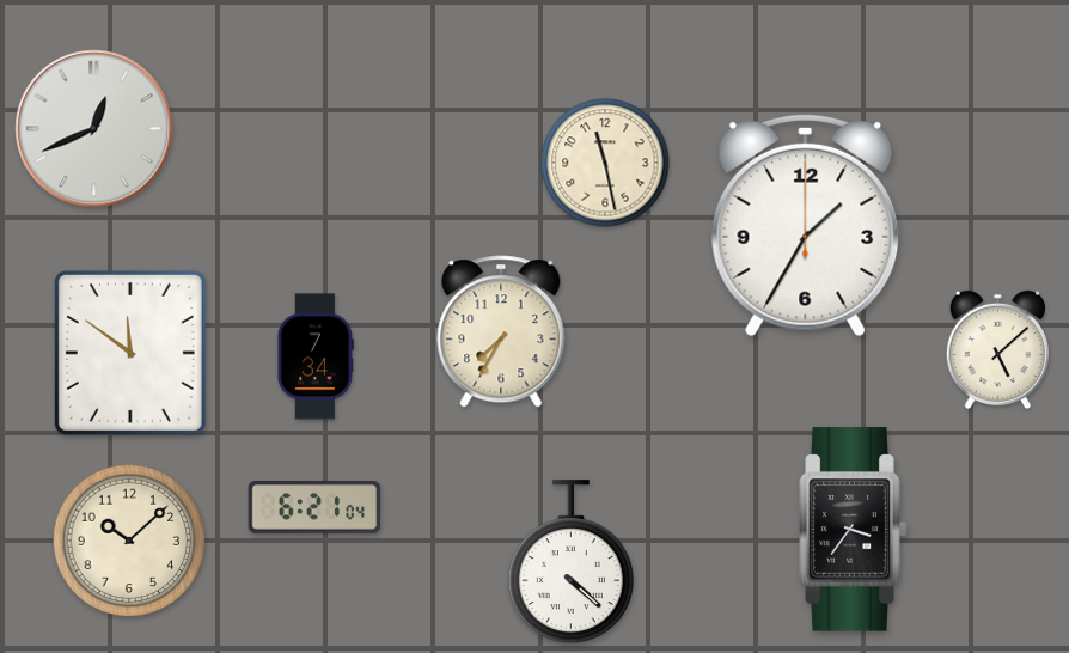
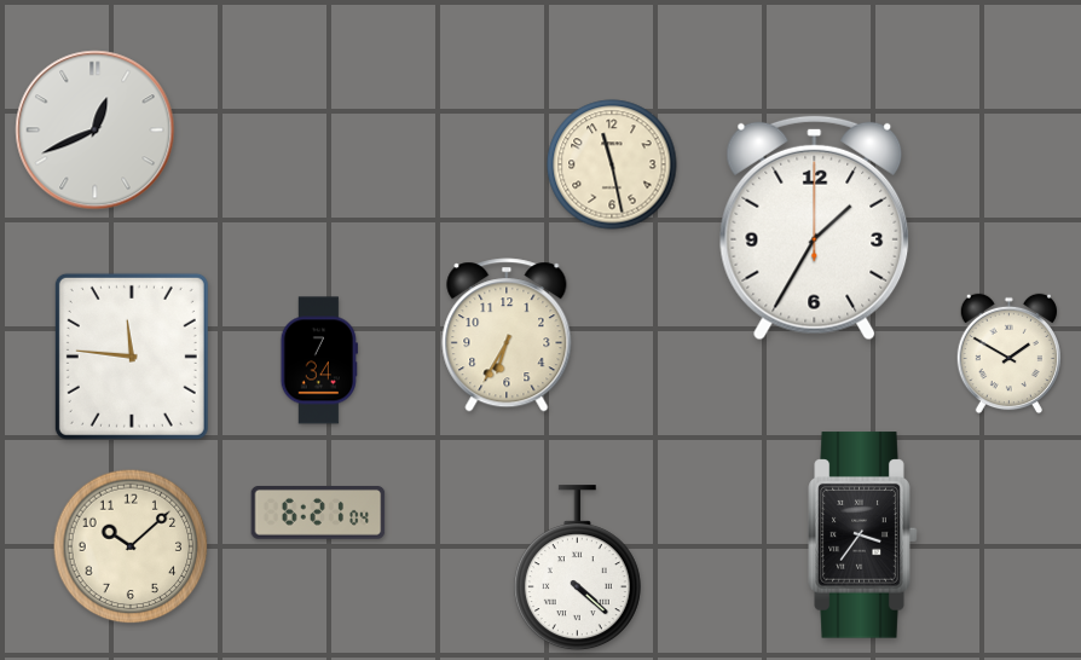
clock at (501, 331): 7:35 -> 6:35
clock at (997, 350): 5:08 -> 1:50
clock at (130, 353): 11:51 -> 11:46
